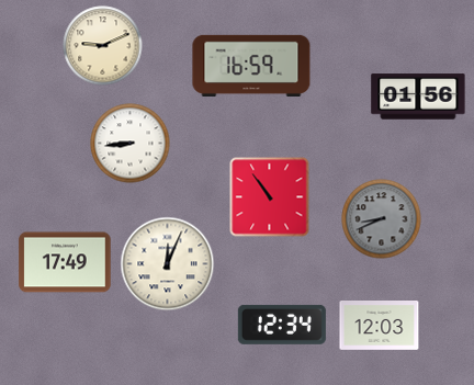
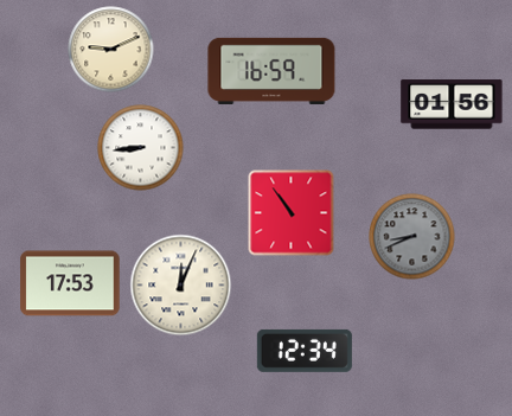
clock at (131, 144) position: (131, 144) -> (141, 148)
clock at (65, 262): 17:49 -> 17:53
clock at (380, 326): 12:03 -> none
